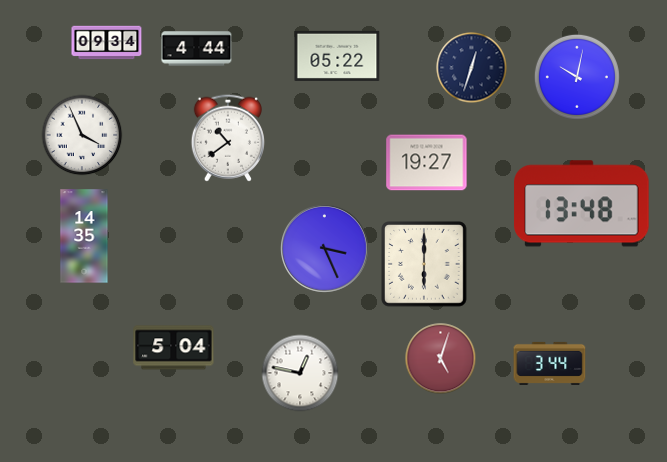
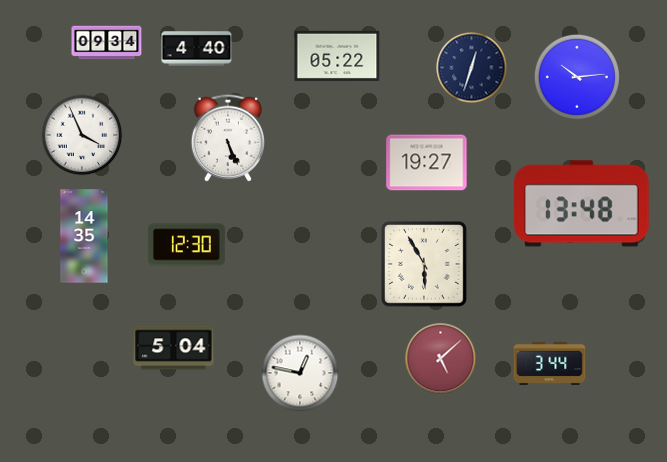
clock at (197, 49): 4:44 -> 4:40
clock at (577, 77): 10:02 -> 10:14
clock at (228, 138): 10:39 -> 5:26
clock at (186, 245): none -> 12:30
clock at (325, 249): 3:26 -> none
clock at (424, 264): 6:00 -> 5:55
clock at (441, 359): 5:03 -> 5:08
